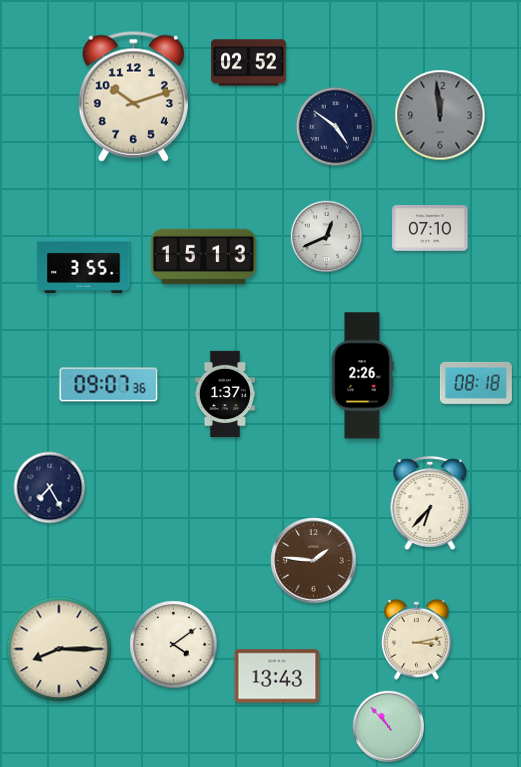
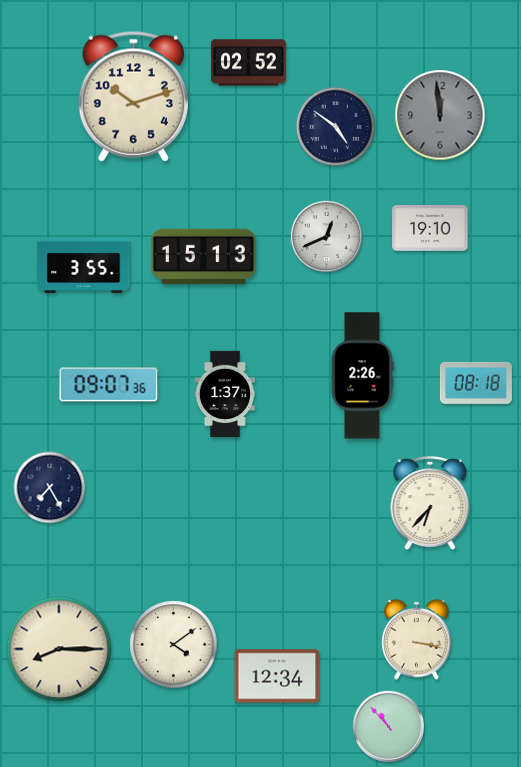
clock at (430, 228): 07:10 -> 19:10
clock at (314, 561): 1:46 -> none
clock at (416, 639): 3:13 -> 3:17
clock at (277, 676): 13:43 -> 12:34
